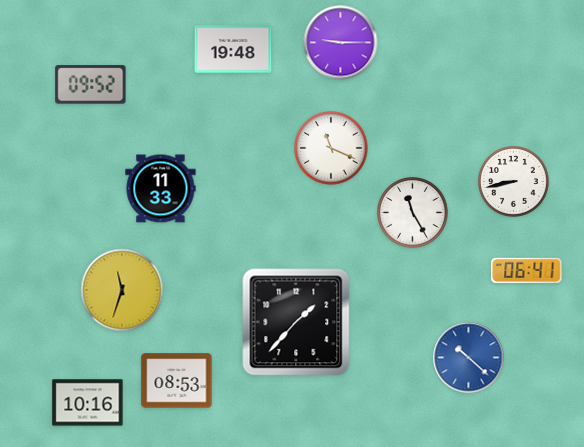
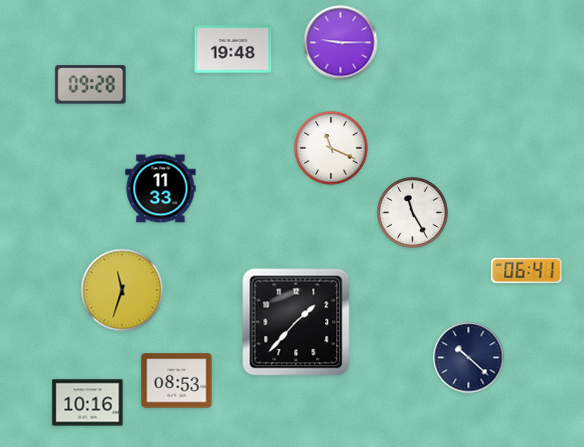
clock at (91, 85): 09:52 -> 09:28
clock at (514, 182): 8:43 -> none
clock at (469, 358) dial: blue -> navy
